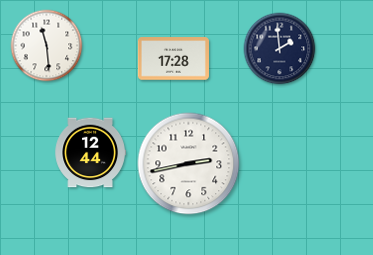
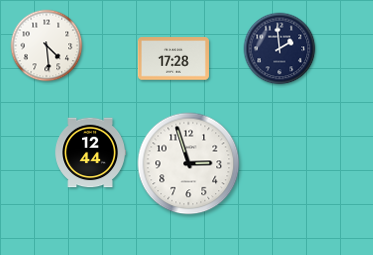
clock at (47, 46): 11:29 -> 4:29
clock at (189, 164): 2:43 -> 2:57
